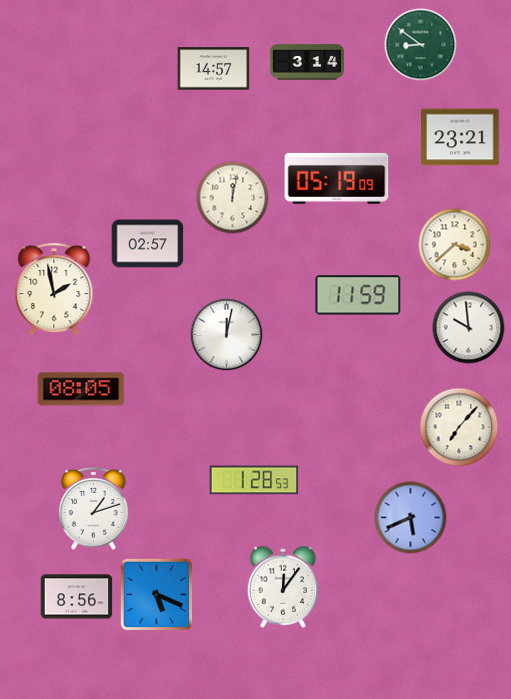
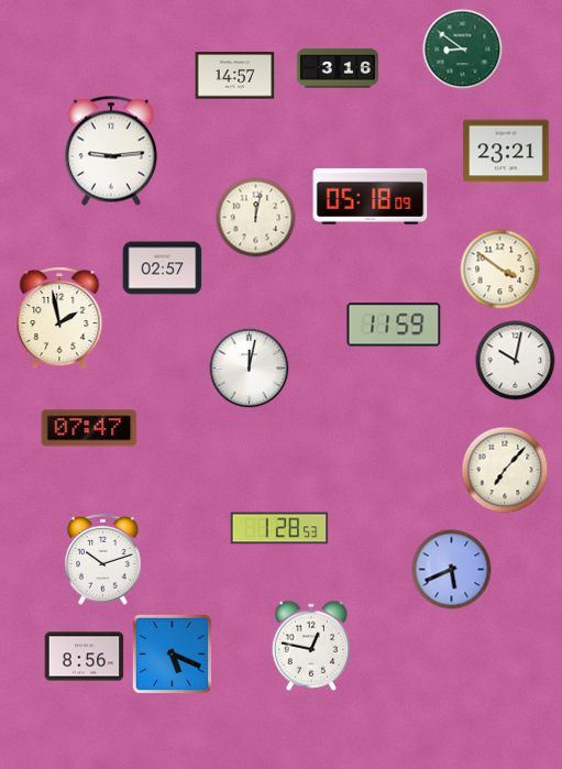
clock at (307, 62): 3:14 -> 3:16
clock at (111, 151): none -> 9:14
clock at (337, 178): 05:19 -> 05:18
clock at (455, 245): 3:38 -> 3:51
clock at (469, 328): 9:59 -> 10:02
clock at (81, 389): 08:05 -> 07:47
clock at (94, 509): 1:12 -> 10:12
clock at (283, 587): 12:06 -> 12:47
